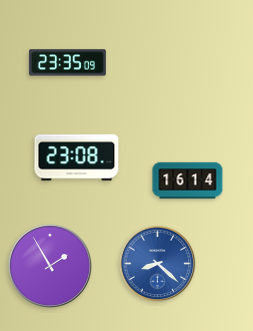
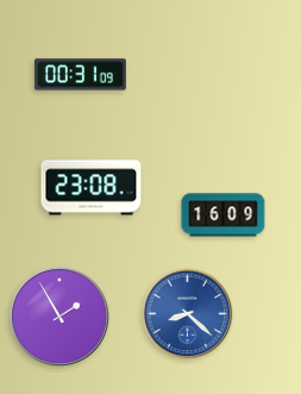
clock at (67, 63): 23:35 -> 00:31
clock at (188, 181): 16:14 -> 16:09
